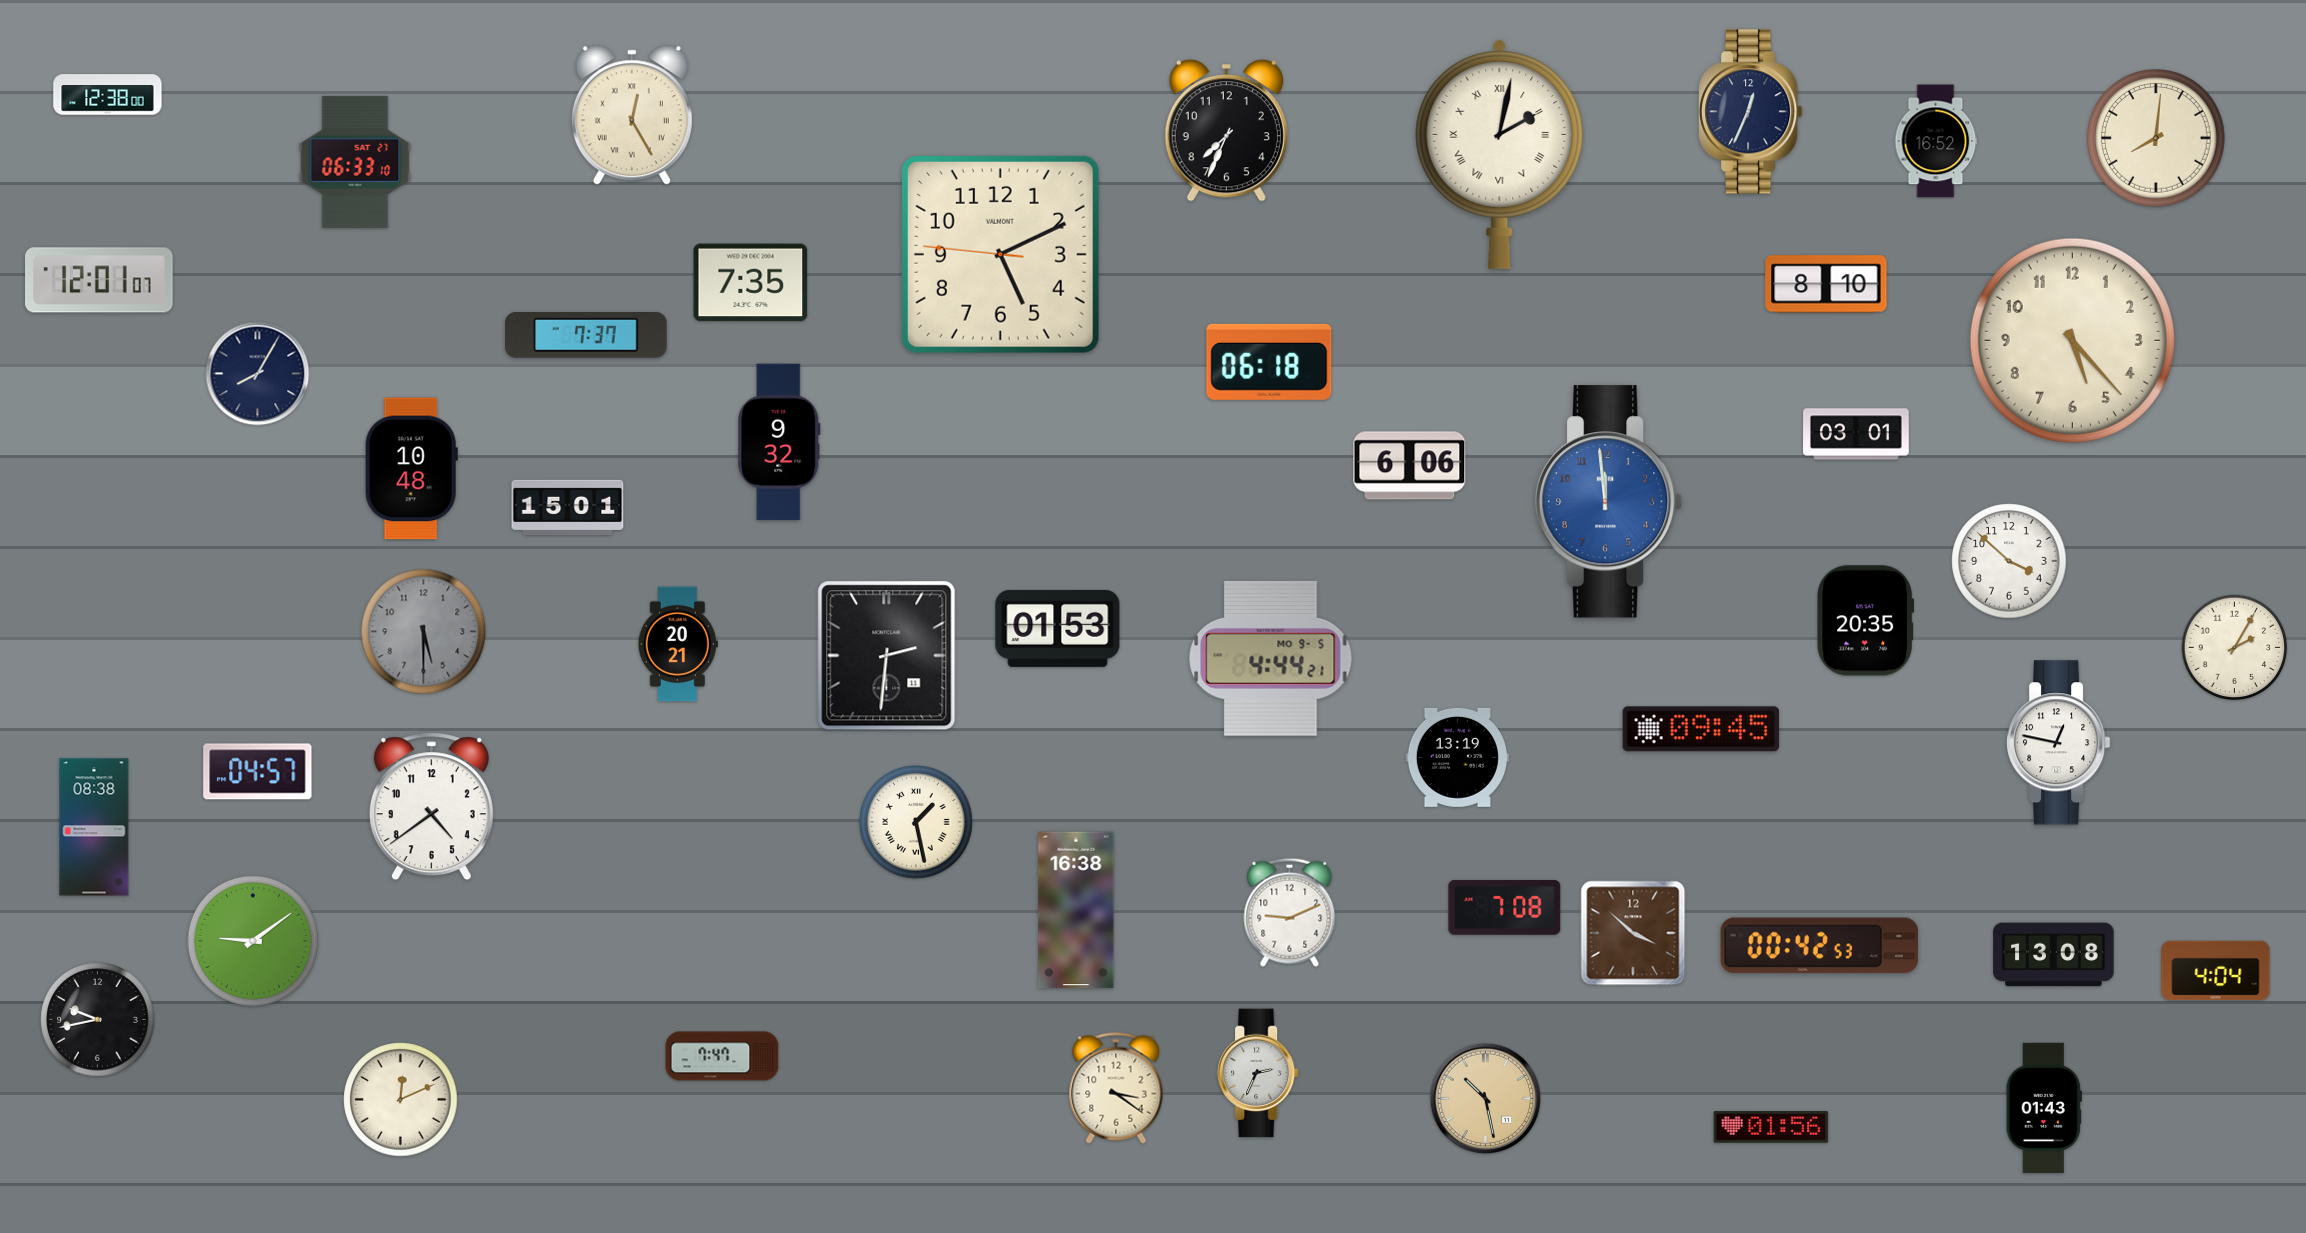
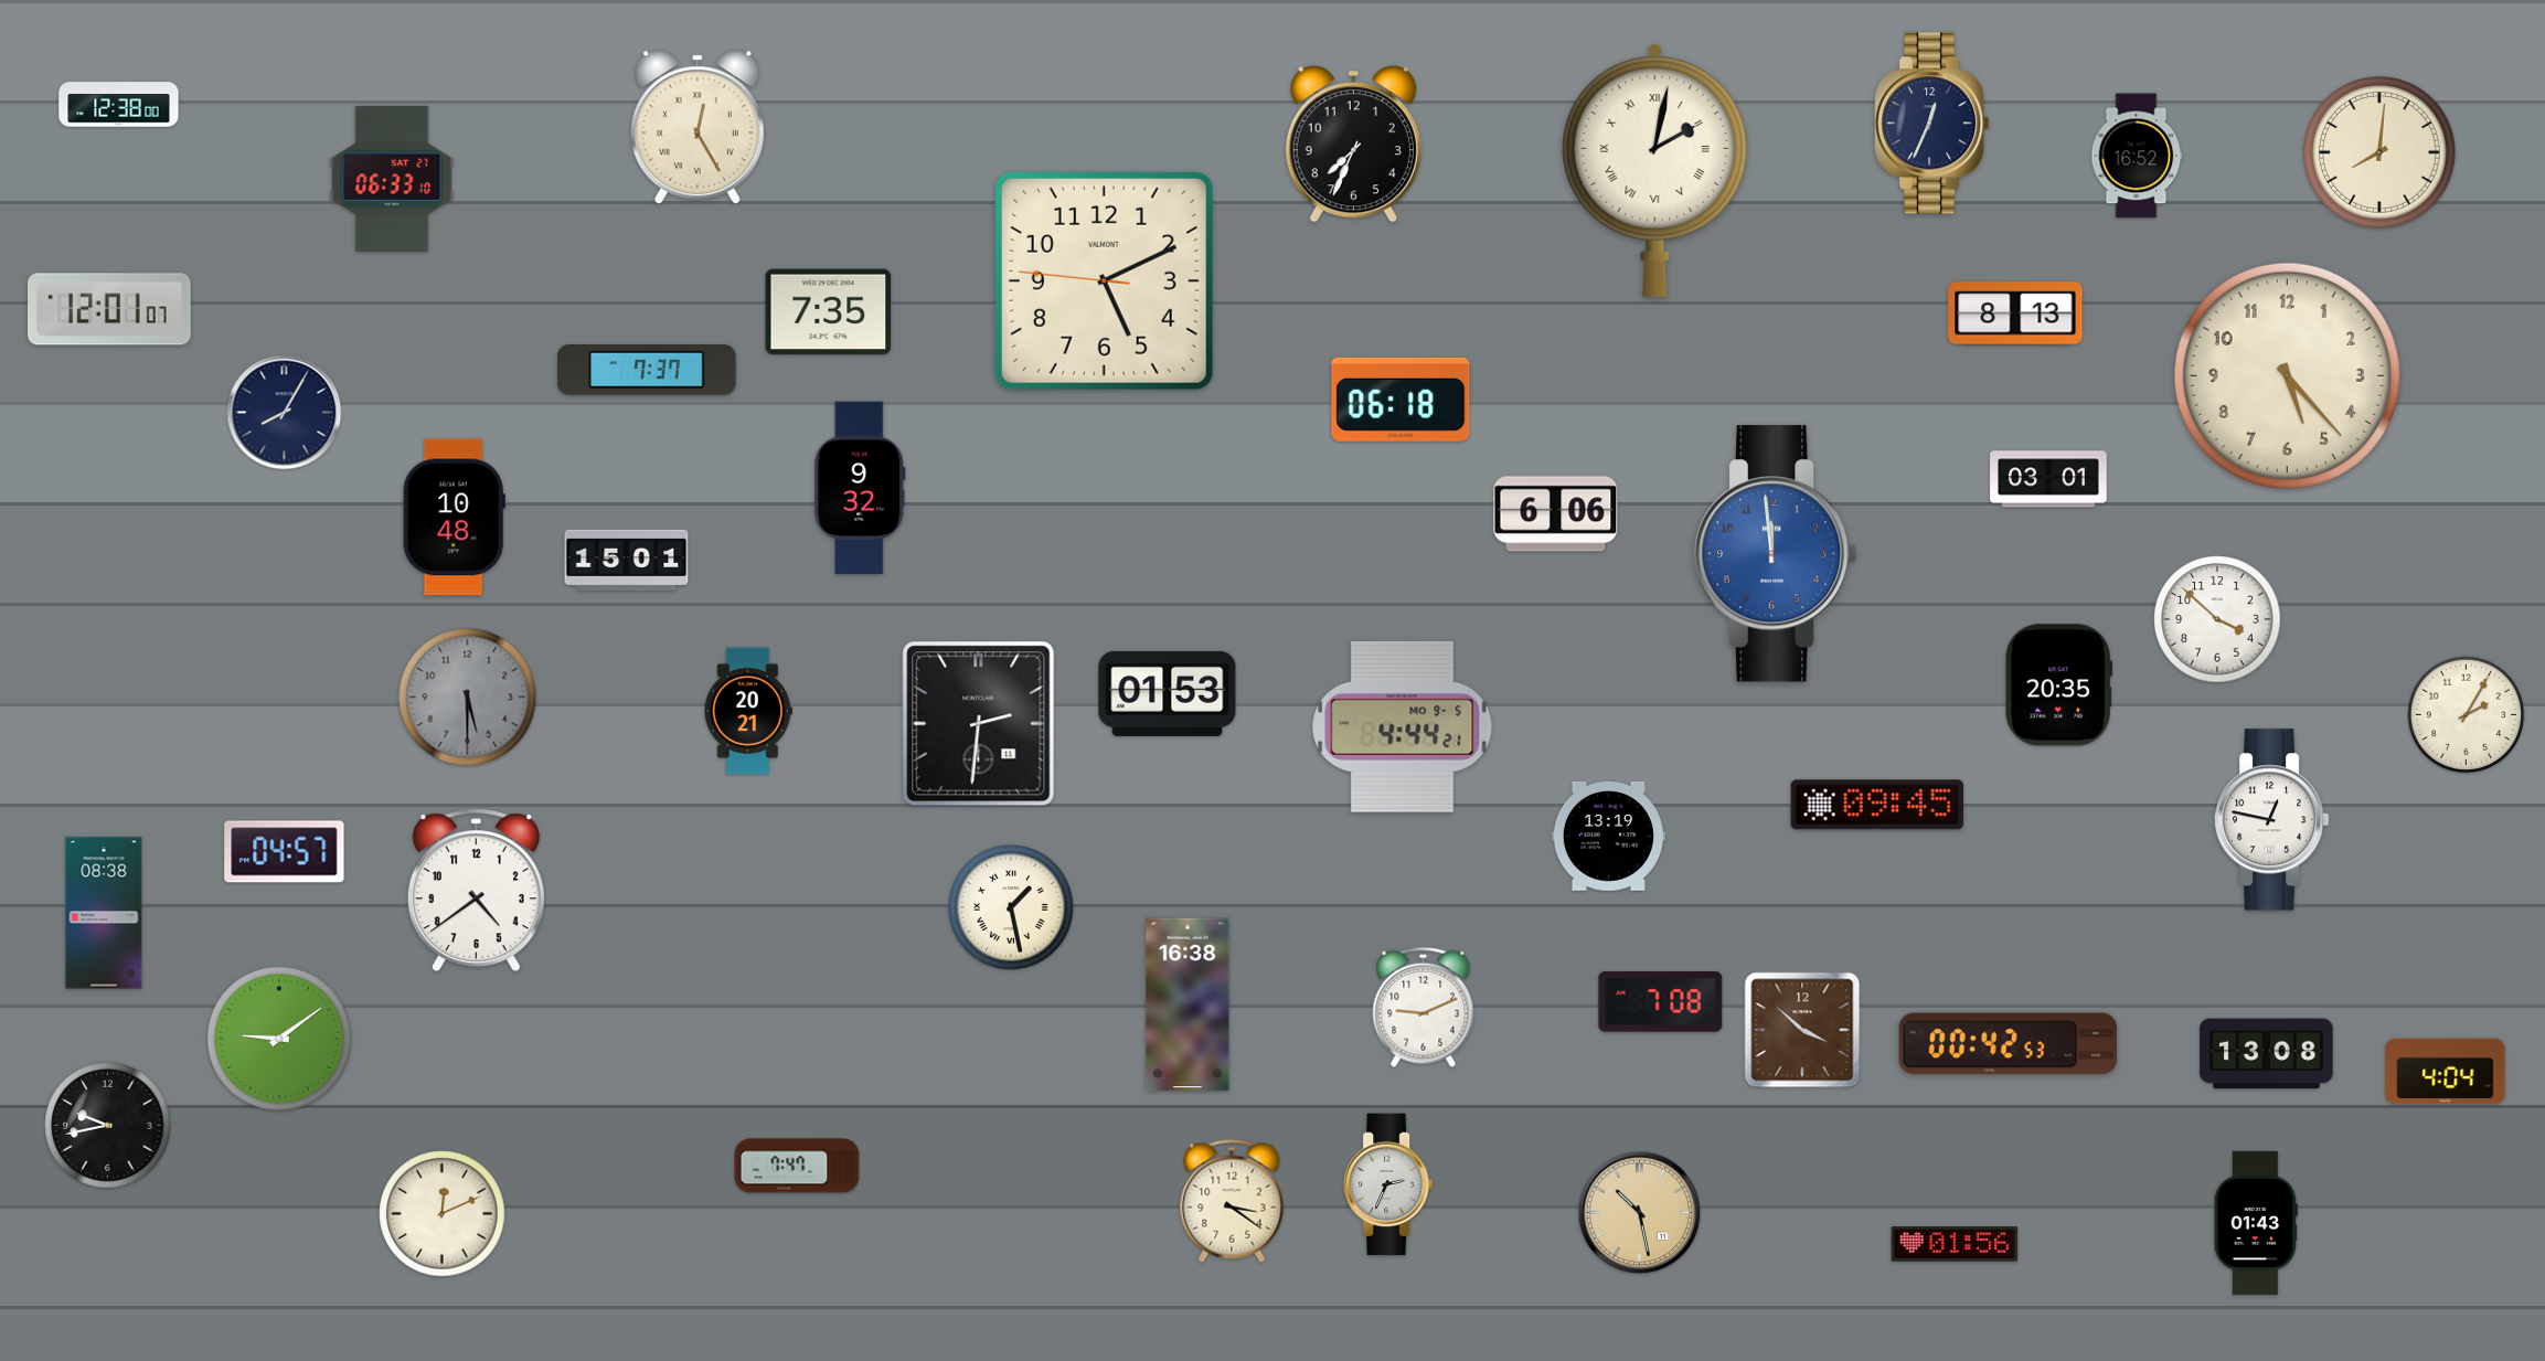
clock at (1826, 284): 8:10 -> 8:13
